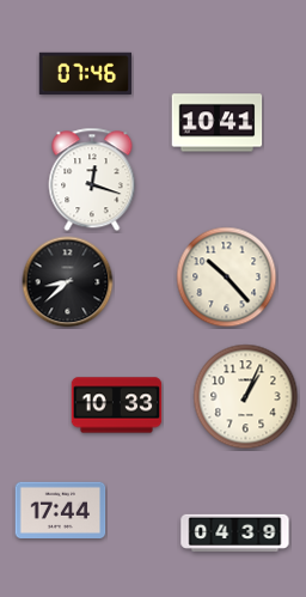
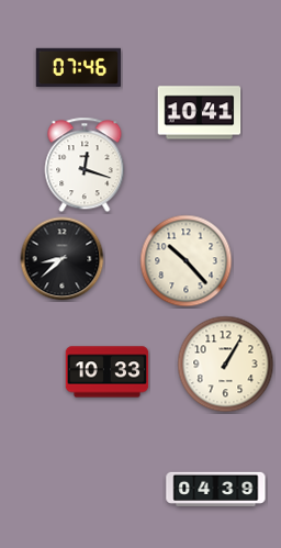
clock at (227, 278) position: (227, 278) -> (187, 261)
clock at (246, 397): 1:04 -> 1:05
clock at (61, 510): 17:44 -> none
